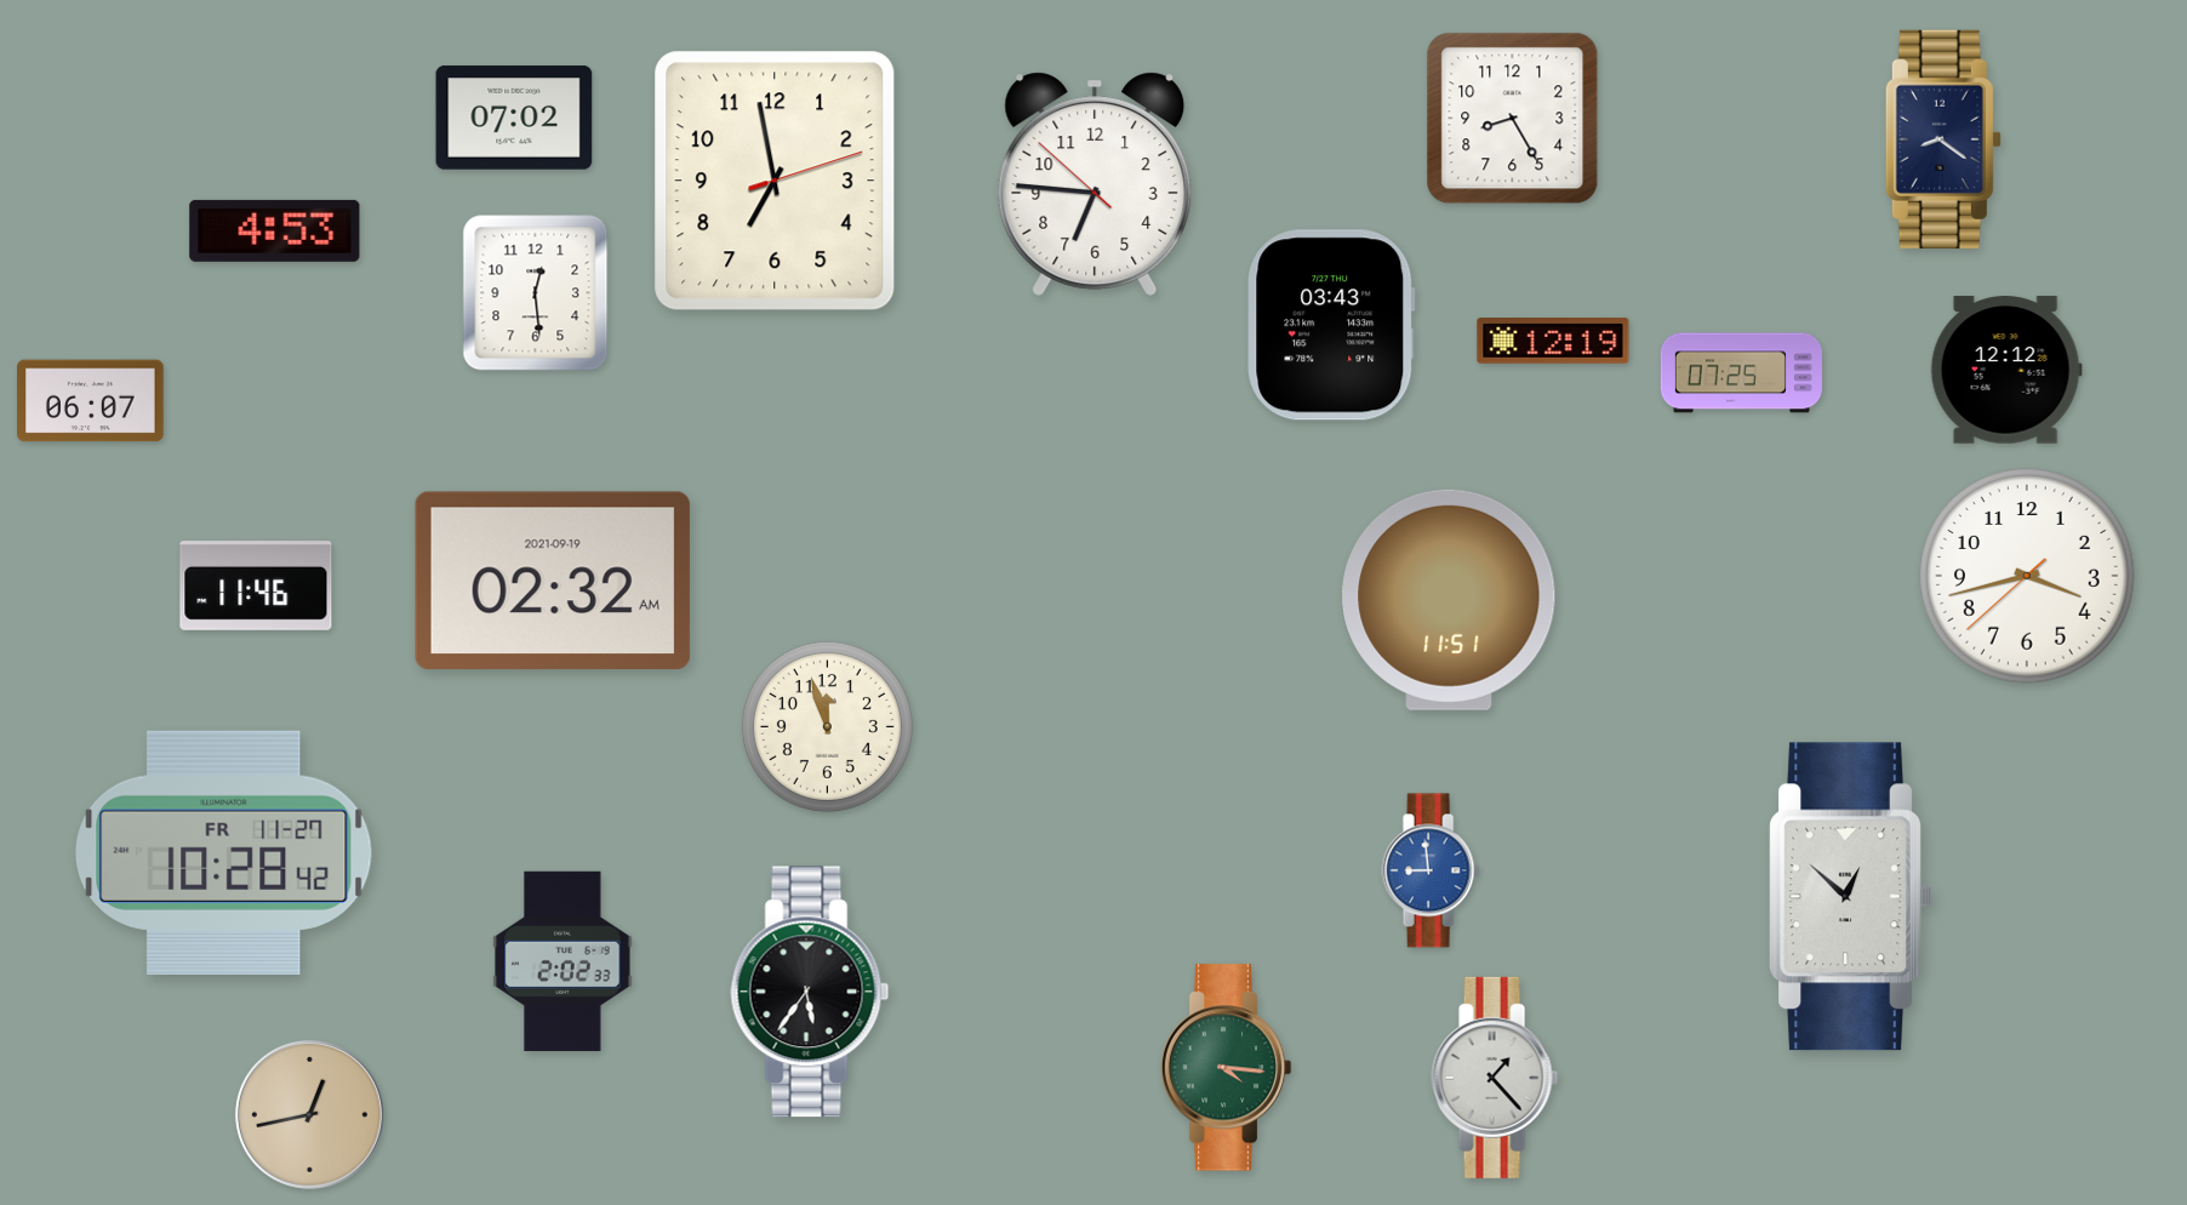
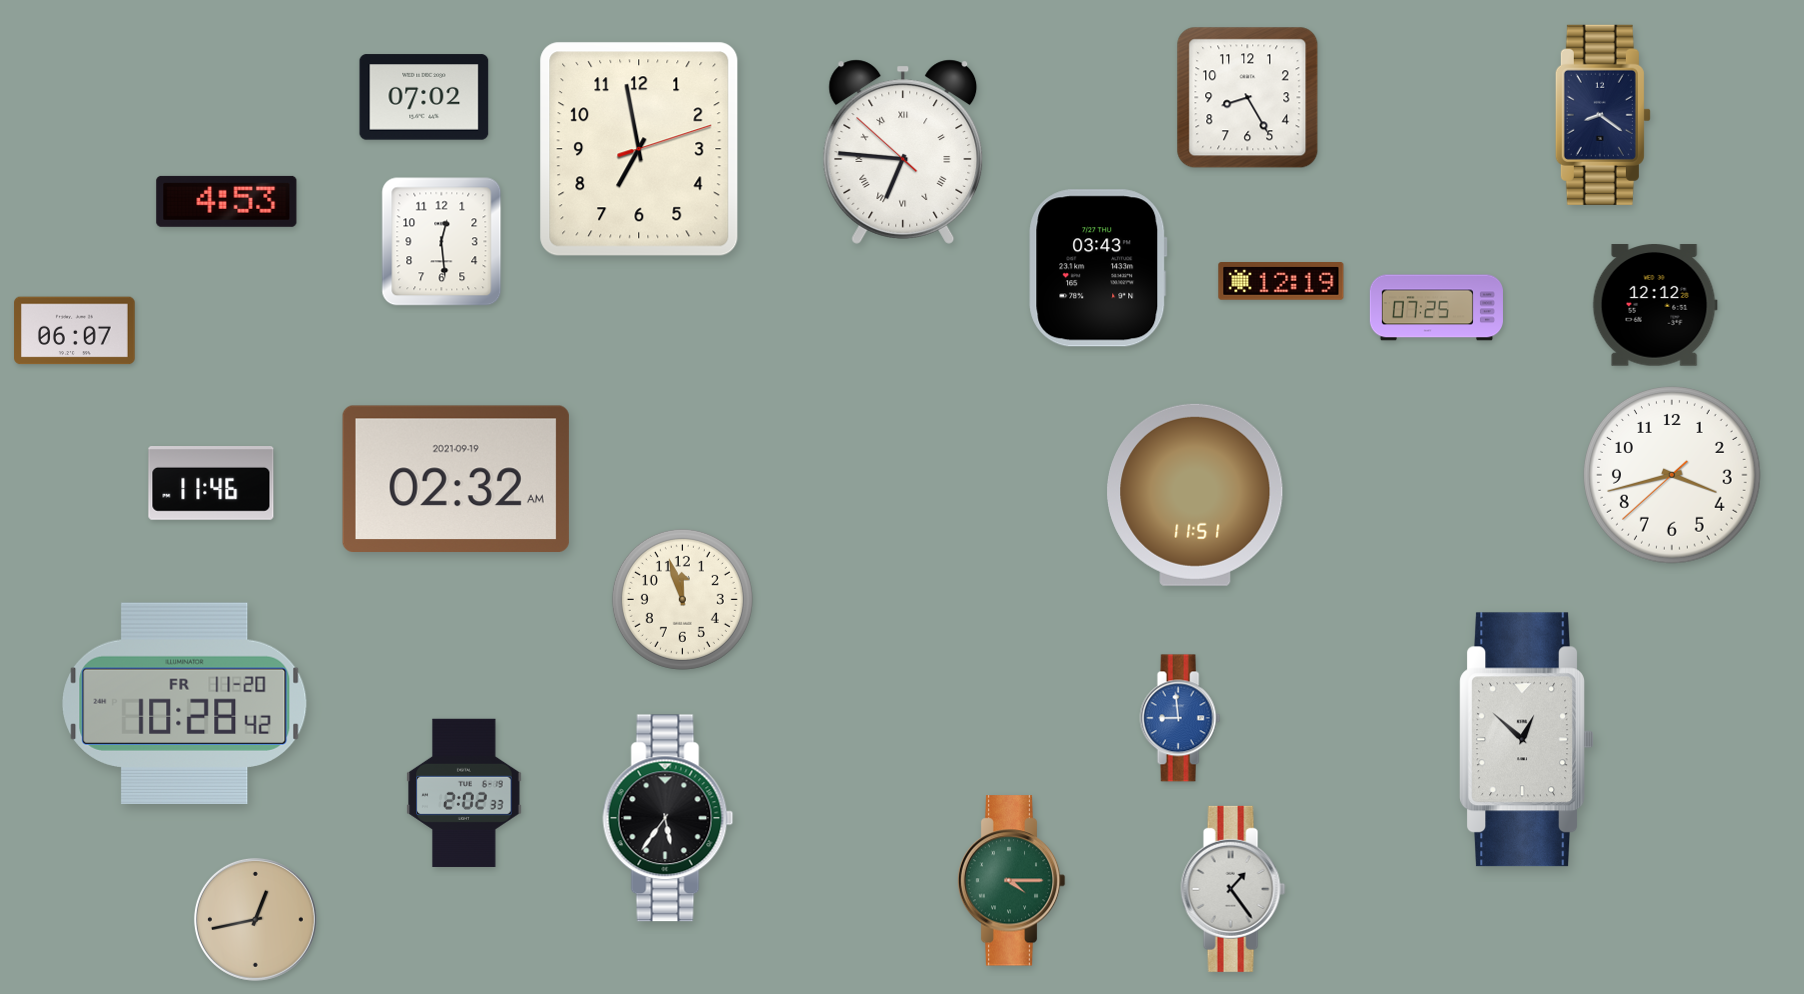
clock at (1095, 184) numerals: Arabic -> Roman
clock at (275, 230) position: (275, 230) -> (227, 201)
clock at (224, 852) date: FR 11-27 -> FR 11-20
clock at (1226, 1068): 4:16 -> 4:15
clock at (1495, 1078): 1:23 -> 1:24
